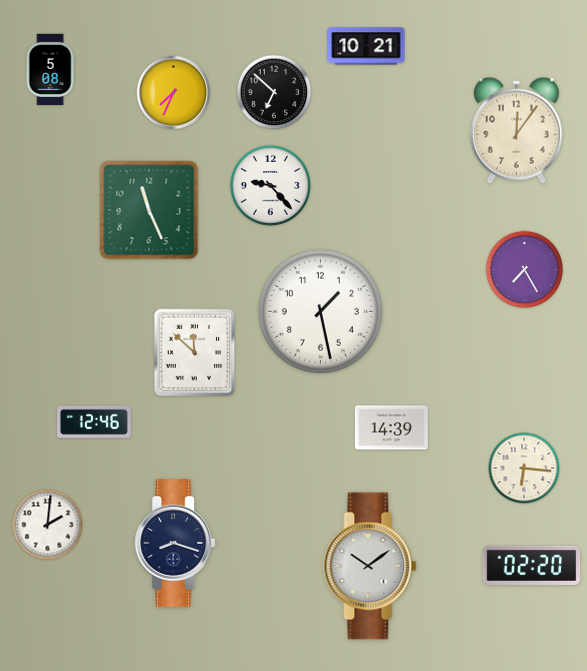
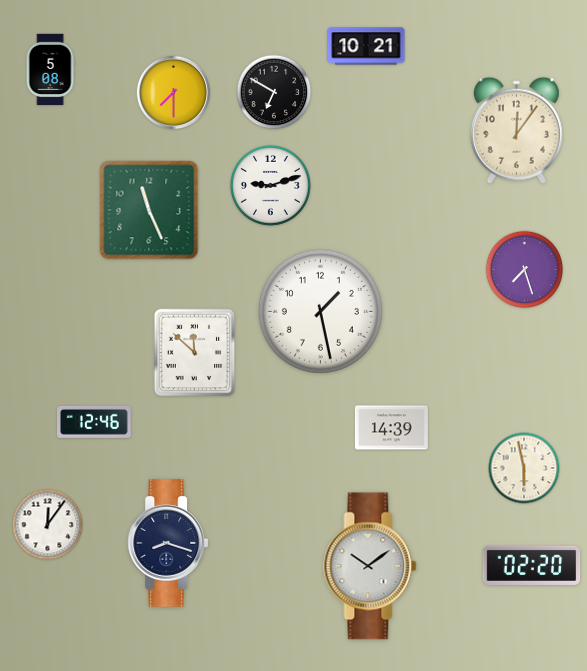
clock at (173, 92): 7:34 -> 7:30
clock at (274, 92): 6:52 -> 6:50
clock at (270, 185): 9:23 -> 9:12
clock at (525, 270): 7:25 -> 7:27
clock at (524, 468): 6:16 -> 5:58
clock at (48, 525): 2:01 -> 12:06
clock at (175, 543) position: (175, 543) -> (168, 543)
